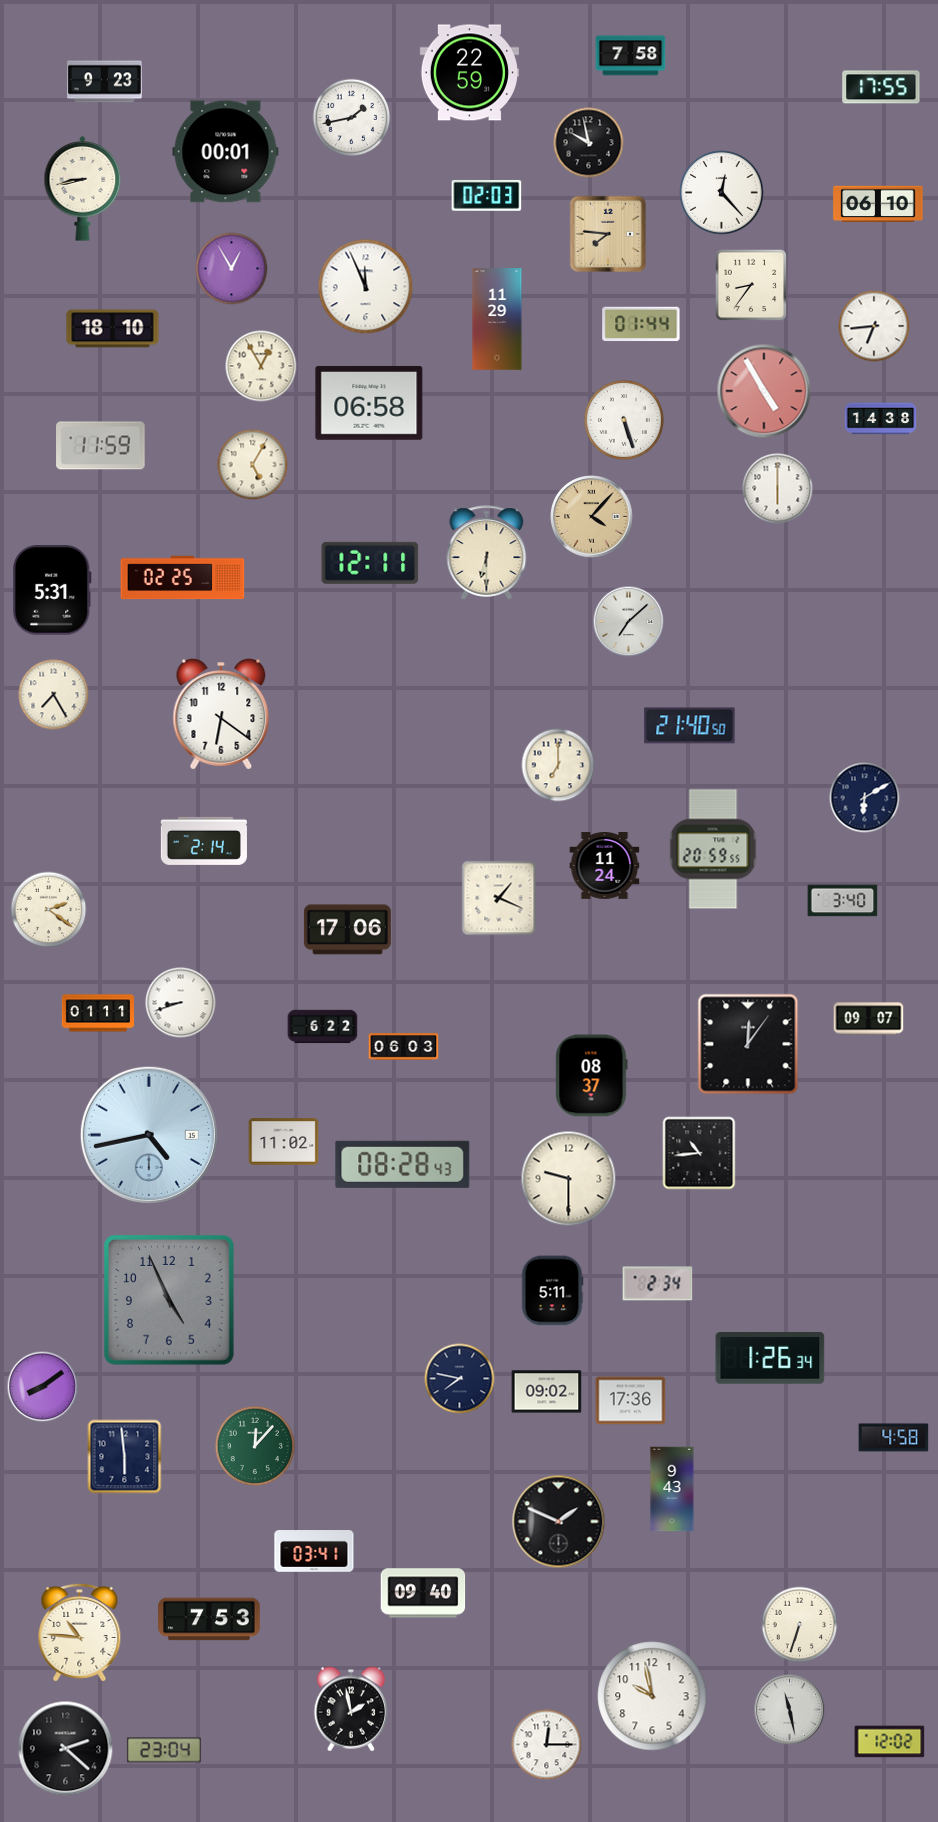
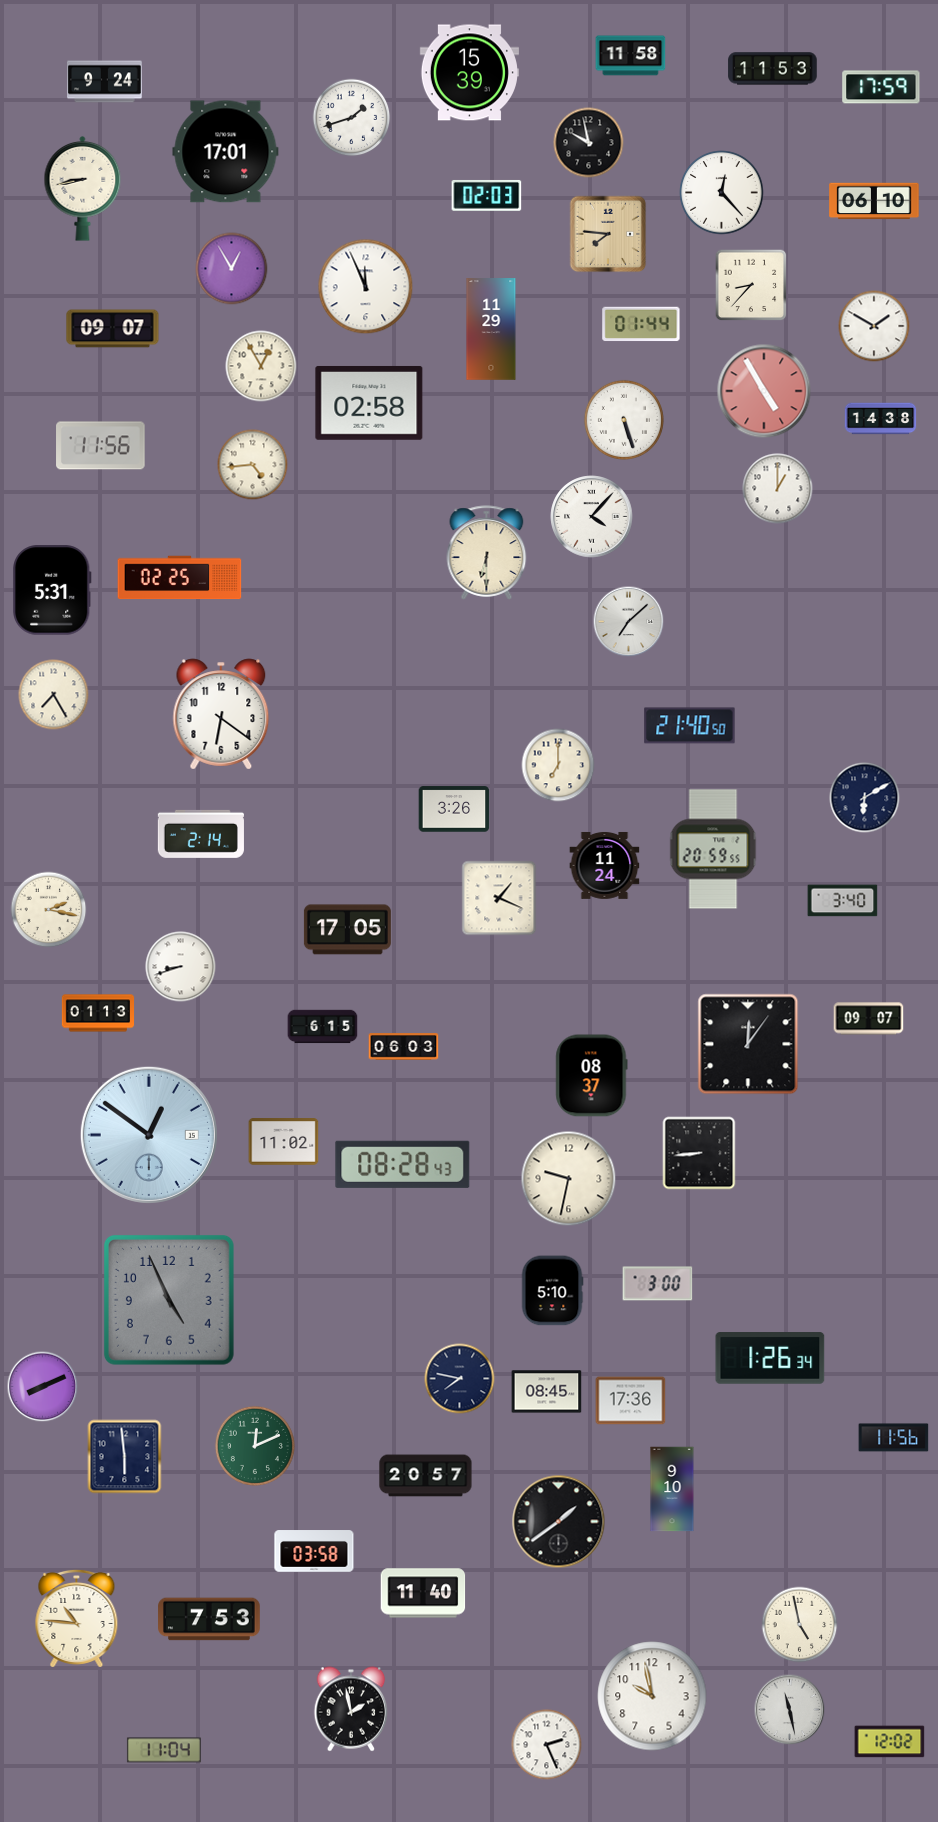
clock at (631, 56): 7:58 -> 11:58
clock at (773, 69): none -> 11:53
clock at (469, 73): 22:59 -> 15:39
clock at (105, 82): 9:23 -> 9:24
clock at (881, 87): 17:55 -> 17:59
clock at (352, 118): 1:43 -> 1:42
clock at (226, 152): 00:01 -> 17:01
clock at (878, 204) position: (878, 204) -> (874, 201)
clock at (751, 285): 8:36 -> 8:37
clock at (497, 319) position: (497, 319) -> (491, 329)
clock at (874, 326): 6:44 -> 1:50
clock at (113, 329): 18:10 -> 09:07
clock at (369, 403): 06:58 -> 02:58
clock at (101, 446): 11:59 -> 11:56
clock at (253, 465): 5:05 -> 4:44
clock at (778, 489): 6:00 -> 1:00
clock at (592, 517) dial: champagne -> white
clock at (370, 563): 12:11 -> none
clock at (183, 578) position: (183, 578) -> (180, 578)
clock at (454, 809): none -> 3:26
clock at (204, 841) position: (204, 841) -> (201, 834)
clock at (49, 910): 2:21 -> 2:17
clock at (347, 930): 17:06 -> 17:05
clock at (181, 1003) position: (181, 1003) -> (181, 967)
clock at (98, 1013): 01:11 -> 01:13
clock at (323, 1027): 6:22 -> 6:15
clock at (149, 1135): 4:43 -> 12:51
clock at (699, 1153): 10:44 -> 8:44
clock at (569, 1179): 9:30 -> 9:32
clock at (658, 1284): 2:34 -> 3:00
clock at (552, 1291): 5:11 -> 5:10
clock at (43, 1387): 8:09 -> 8:11
clock at (547, 1392): 09:02 -> 08:45
clock at (894, 1438): 4:58 -> 11:56
clock at (255, 1446): 12:07 -> 12:11
clock at (426, 1476): none -> 20:57
clock at (672, 1489): 9:43 -> 9:10
clock at (559, 1522): 1:49 -> 1:39
clock at (314, 1551): 03:41 -> 03:58
clock at (423, 1593): 09:40 -> 11:40
clock at (800, 1625): 6:33 -> 4:58
clock at (80, 1632) position: (80, 1632) -> (77, 1618)
clock at (547, 1745): 12:15 -> 2:26
clock at (66, 1749): 2:22 -> none
clock at (164, 1750): 23:04 -> 11:04
